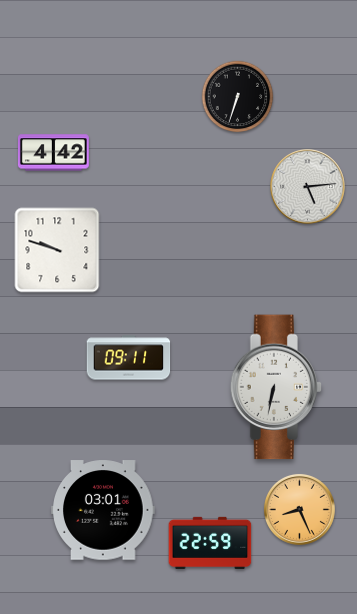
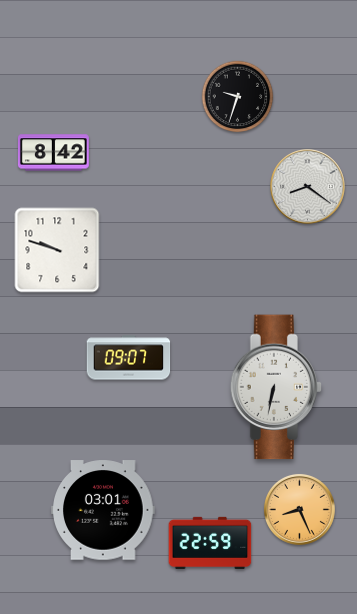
clock at (238, 97): 6:33 -> 9:33
clock at (53, 153): 4:42 -> 8:42
clock at (308, 187): 5:14 -> 8:21
clock at (129, 358): 09:11 -> 09:07
